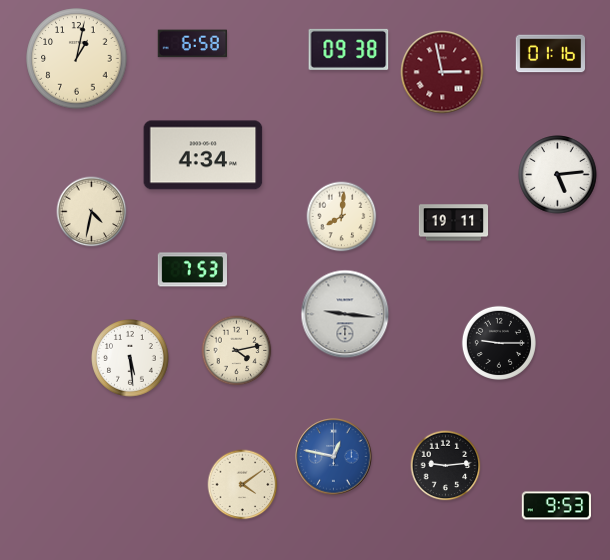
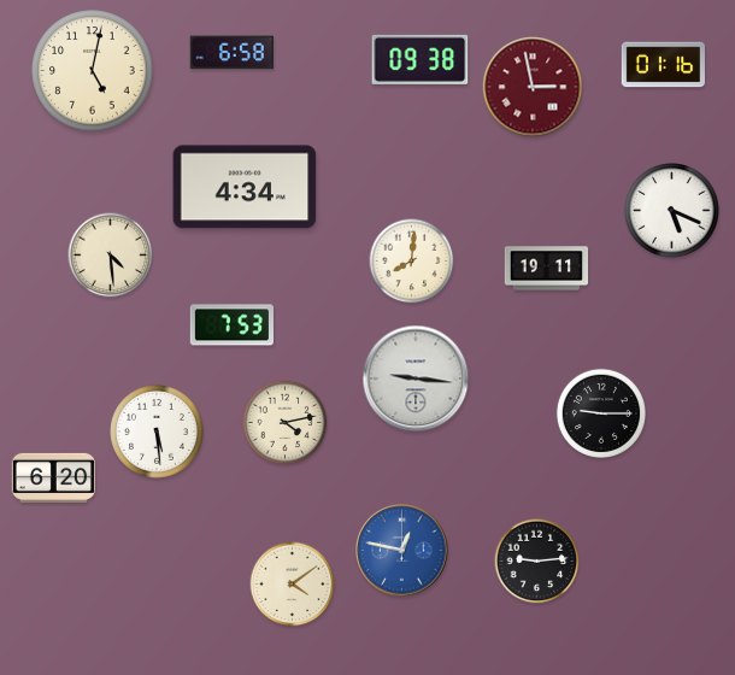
clock at (77, 59): 1:02 -> 5:02
clock at (558, 175): 5:14 -> 5:19
clock at (92, 212): 4:32 -> 4:29
clock at (54, 477): none -> 6:20
clock at (556, 506): 9:53 -> none
